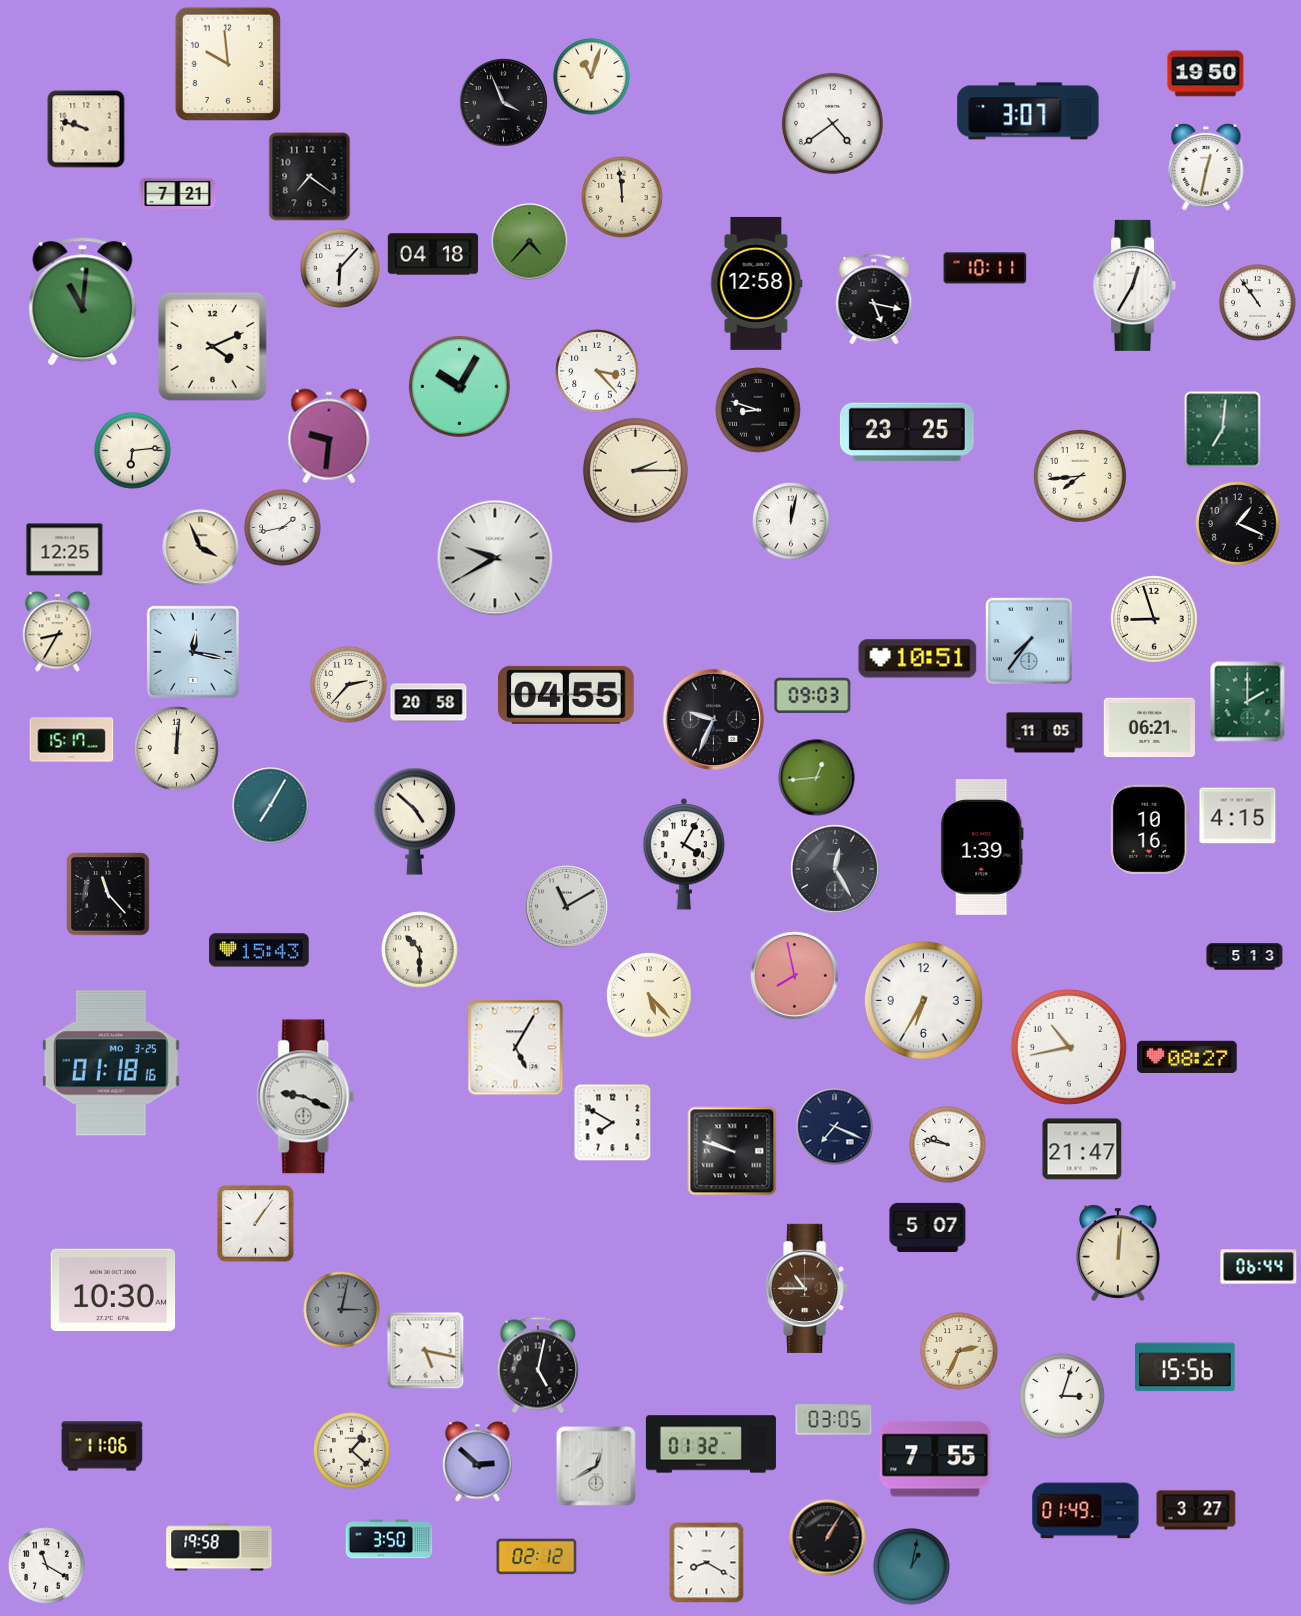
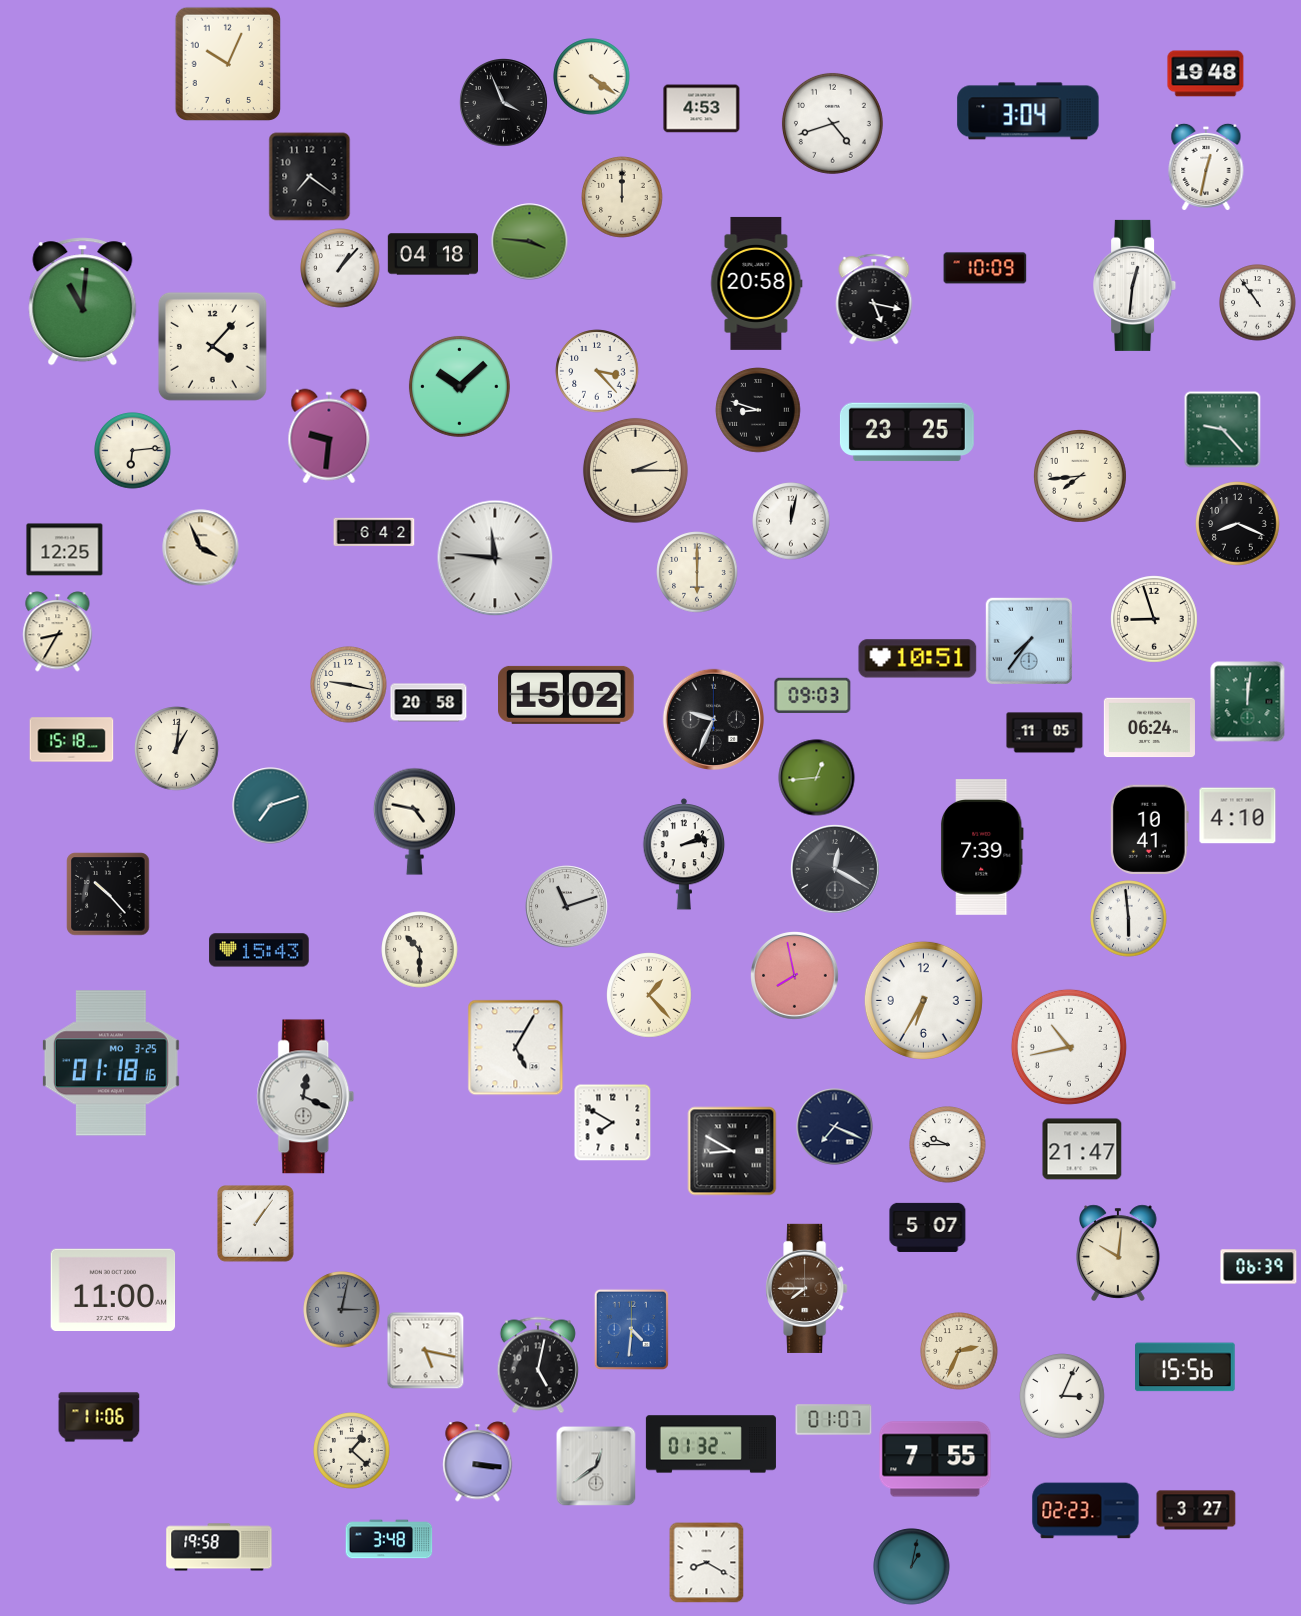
clock at (227, 64): 9:59 -> 10:04
clock at (1206, 74): 19:50 -> 19:48
clock at (592, 77): 11:03 -> 4:21
clock at (702, 109): none -> 4:53
clock at (1028, 111): 3:07 -> 3:04
clock at (832, 123): 4:39 -> 4:42
clock at (86, 129): 9:48 -> none
clock at (178, 193): 7:21 -> none
clock at (622, 197): 11:59 -> 12:00
clock at (530, 242): 4:37 -> 3:46
clock at (340, 268): 6:07 -> 1:07
clock at (985, 268): 10:11 -> 10:09
clock at (757, 283): 12:58 -> 20:58
clock at (1135, 285): 12:35 -> 12:31
clock at (212, 346): 4:11 -> 4:07
clock at (459, 386): 10:05 -> 10:08
clock at (1223, 430): 7:01 -> 9:23
clock at (1238, 524): 1:19 -> 8:19
clock at (283, 528): 1:43 -> none
clock at (374, 531): none -> 6:42
clock at (495, 558): 9:40 -> 11:46
clock at (697, 572): none -> 6:00
clock at (193, 652): 12:17 -> none
clock at (349, 685): 2:37 -> 9:17
clock at (567, 695): 04:55 -> 15:02
clock at (1248, 702): 2:00 -> 12:01
clock at (1149, 728): 06:21 -> 06:24
clock at (72, 740): 15:17 -> 15:18
clock at (177, 749): 12:01 -> 1:01
clock at (271, 806): 7:05 -> 7:12
clock at (1238, 816): 4:15 -> 4:10
clock at (414, 821): 4:52 -> 4:47
clock at (1149, 829): 10:16 -> 10:41
clock at (982, 848): 1:39 -> 7:39
clock at (684, 854): 4:05 -> 2:13
clock at (835, 869): 12:25 -> 12:20
clock at (108, 894): 11:23 -> 10:23
clock at (567, 907): 11:10 -> 11:12
clock at (1129, 919): none -> 5:59
clock at (1245, 957): 5:13 -> none
clock at (649, 995): 5:23 -> 1:23
clock at (1187, 1056): 08:27 -> none
clock at (306, 1097): 9:19 -> 12:19
clock at (948, 1145): 9:47 -> 9:45
clock at (732, 1151): 9:48 -> 8:50
clock at (1118, 1253): 12:01 -> 10:01
clock at (1259, 1267): 06:44 -> 06:39
clock at (807, 1288): 10:45 -> 7:45
clock at (113, 1289): 10:30 -> 11:00
clock at (631, 1329): none -> 4:31
clock at (1062, 1396): 3:03 -> 3:04
clock at (834, 1420): 03:05 -> 01:07
clock at (102, 1446) position: (102, 1446) -> (99, 1417)
clock at (478, 1462): 2:52 -> 3:16
clock at (596, 1466): 12:40 -> 12:39
clock at (1086, 1511): 01:49 -> 02:23
clock at (828, 1538): 1:05 -> none
clock at (389, 1539): 3:50 -> 3:48
clock at (537, 1557): 02:12 -> none
clock at (47, 1566): 11:20 -> none
